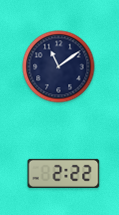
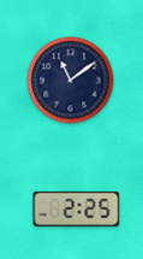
clock at (64, 173): 2:22 -> 2:25
